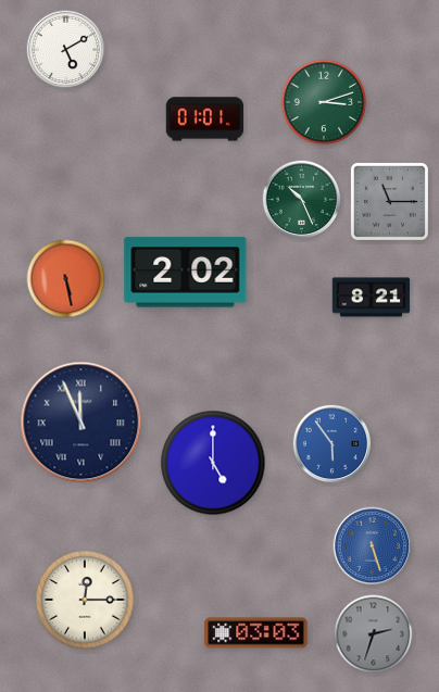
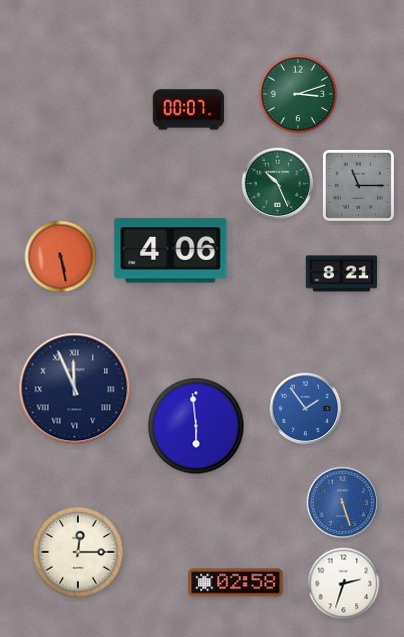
clock at (66, 50): 5:10 -> none
clock at (205, 119): 01:01 -> 00:07
clock at (186, 273): 2:02 -> 4:06
clock at (333, 444): 5:54 -> 1:54
clock at (213, 463): 5:00 -> 5:59
clock at (256, 633): 03:03 -> 02:58
clock at (374, 634) dial: grey -> white
